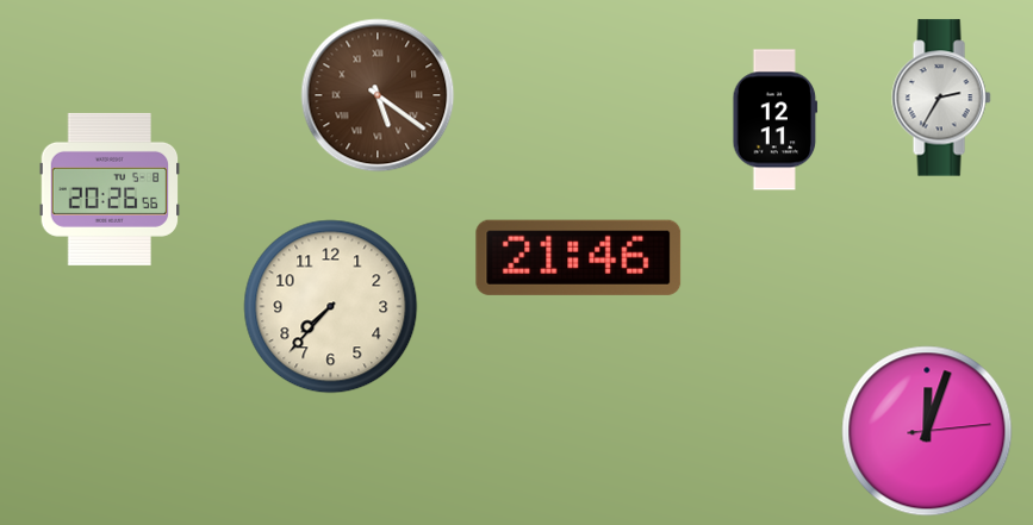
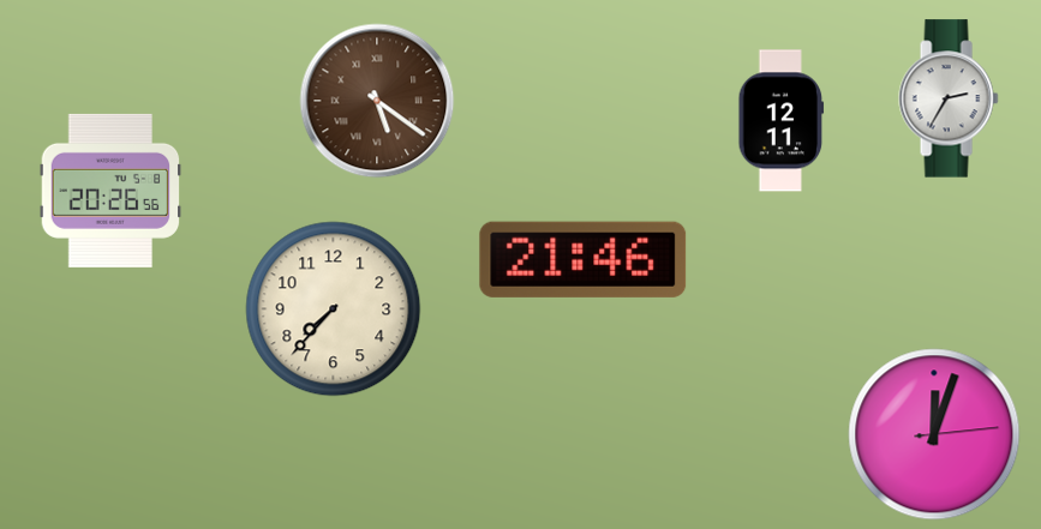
clock at (378, 95) position: (378, 95) -> (377, 101)
